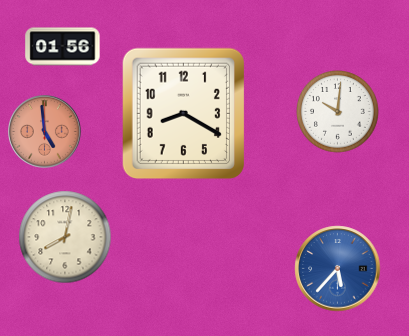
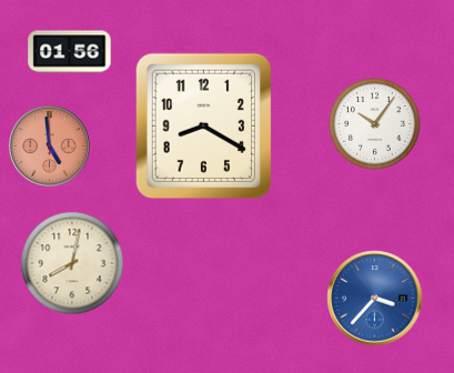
clock at (338, 112): 10:01 -> 10:06
clock at (338, 269): 5:37 -> 3:37
